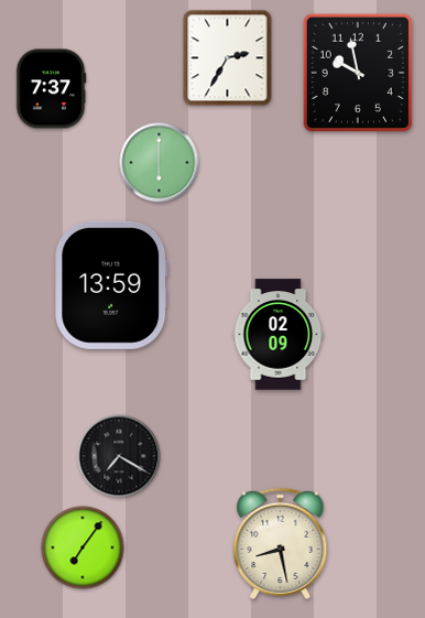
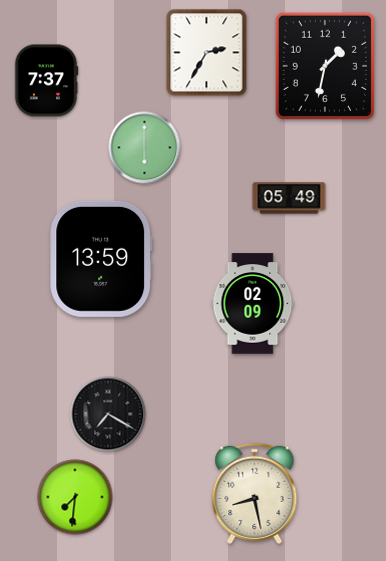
clock at (358, 73): 9:58 -> 1:32
clock at (289, 198): none -> 05:49
clock at (83, 547): 7:06 -> 7:31
